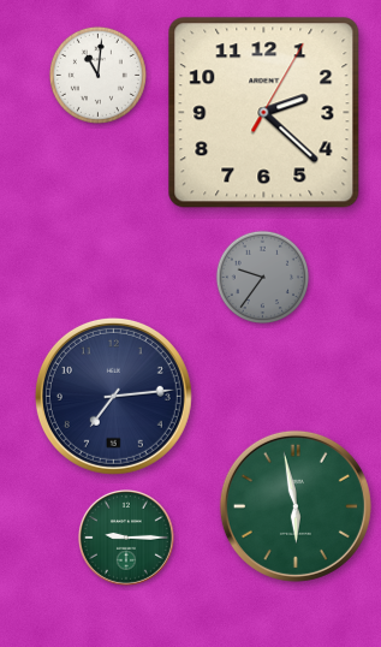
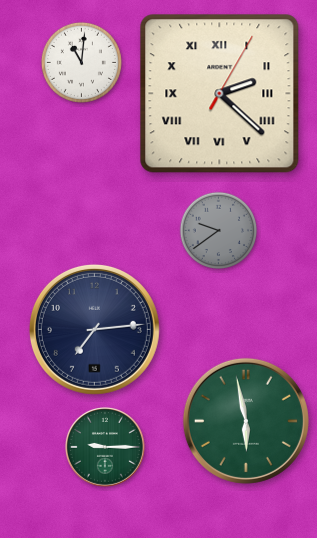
clock at (264, 113) numerals: Arabic -> Roman
clock at (263, 278): 9:36 -> 9:39
